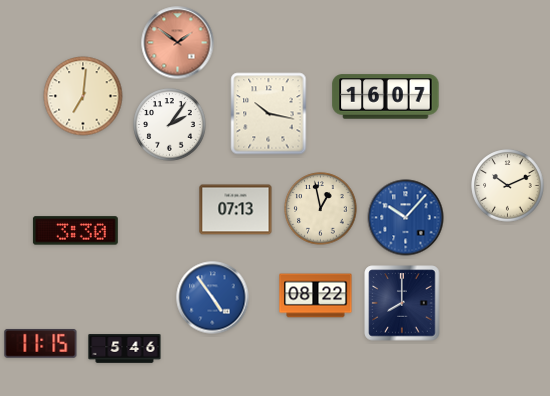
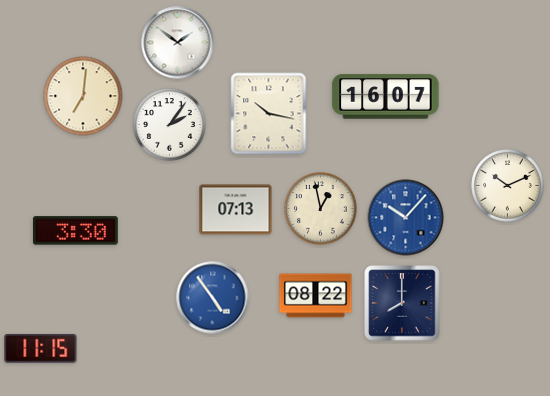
clock at (178, 43) dial: salmon -> white
clock at (41, 343) position: (41, 343) -> (41, 348)
clock at (125, 349): 5:46 -> none
